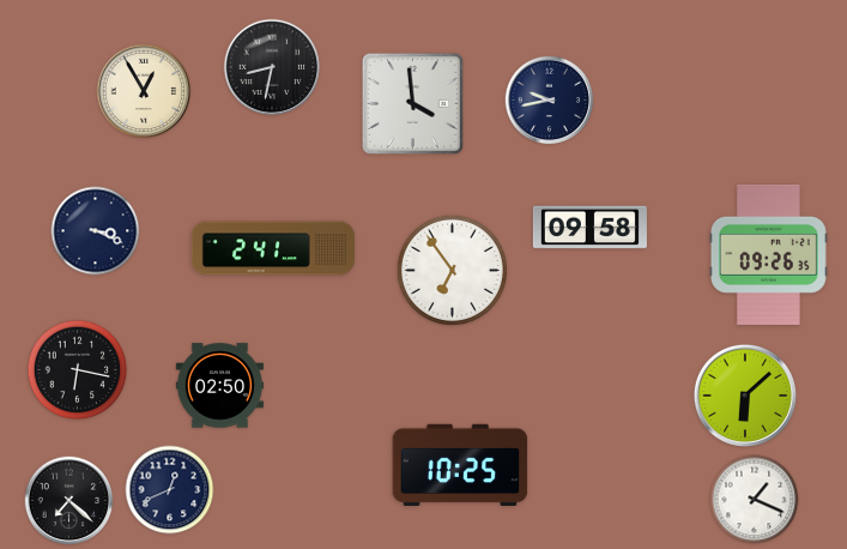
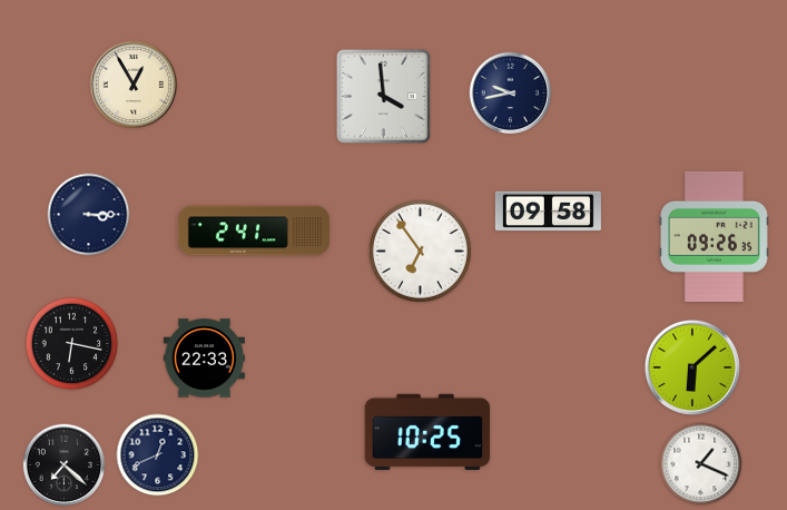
clock at (272, 67): 8:32 -> none
clock at (96, 231): 3:19 -> 3:15
clock at (219, 386): 02:50 -> 22:33
